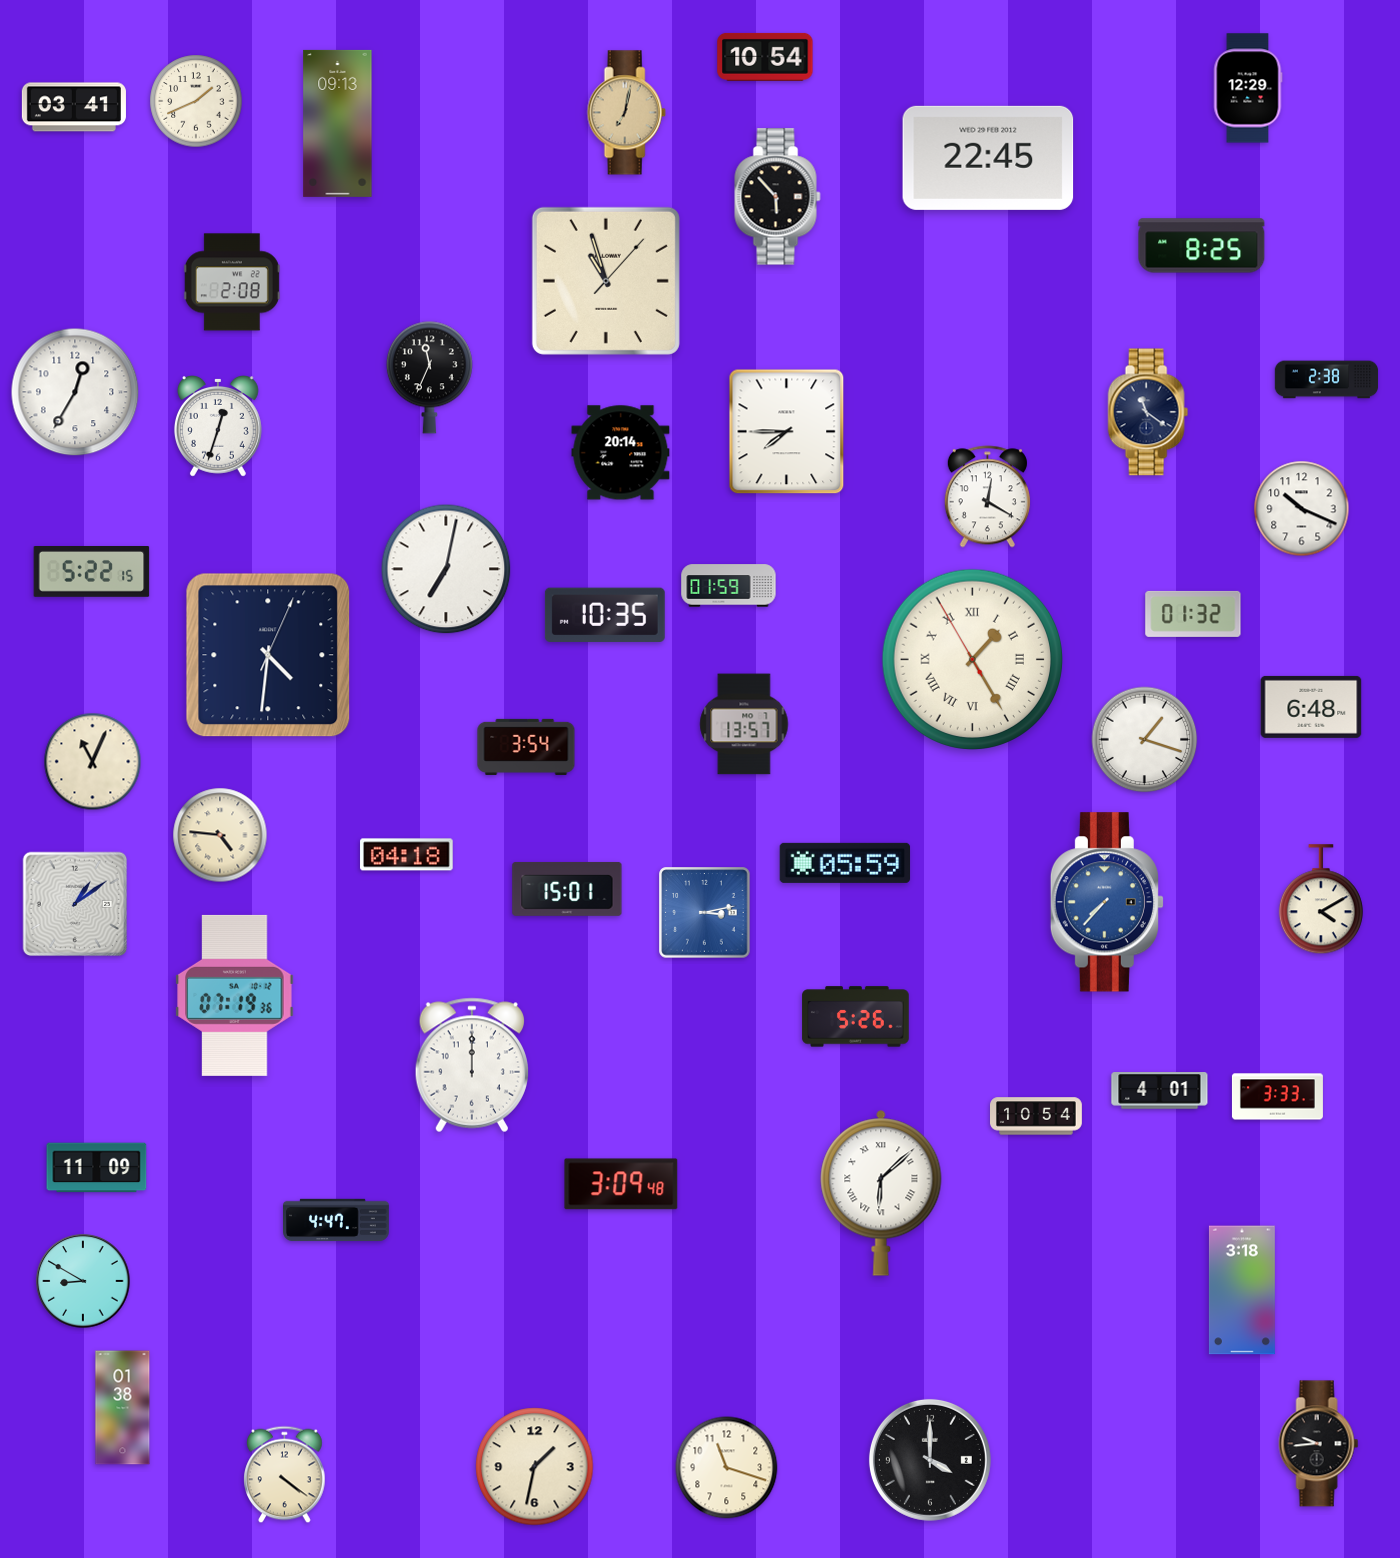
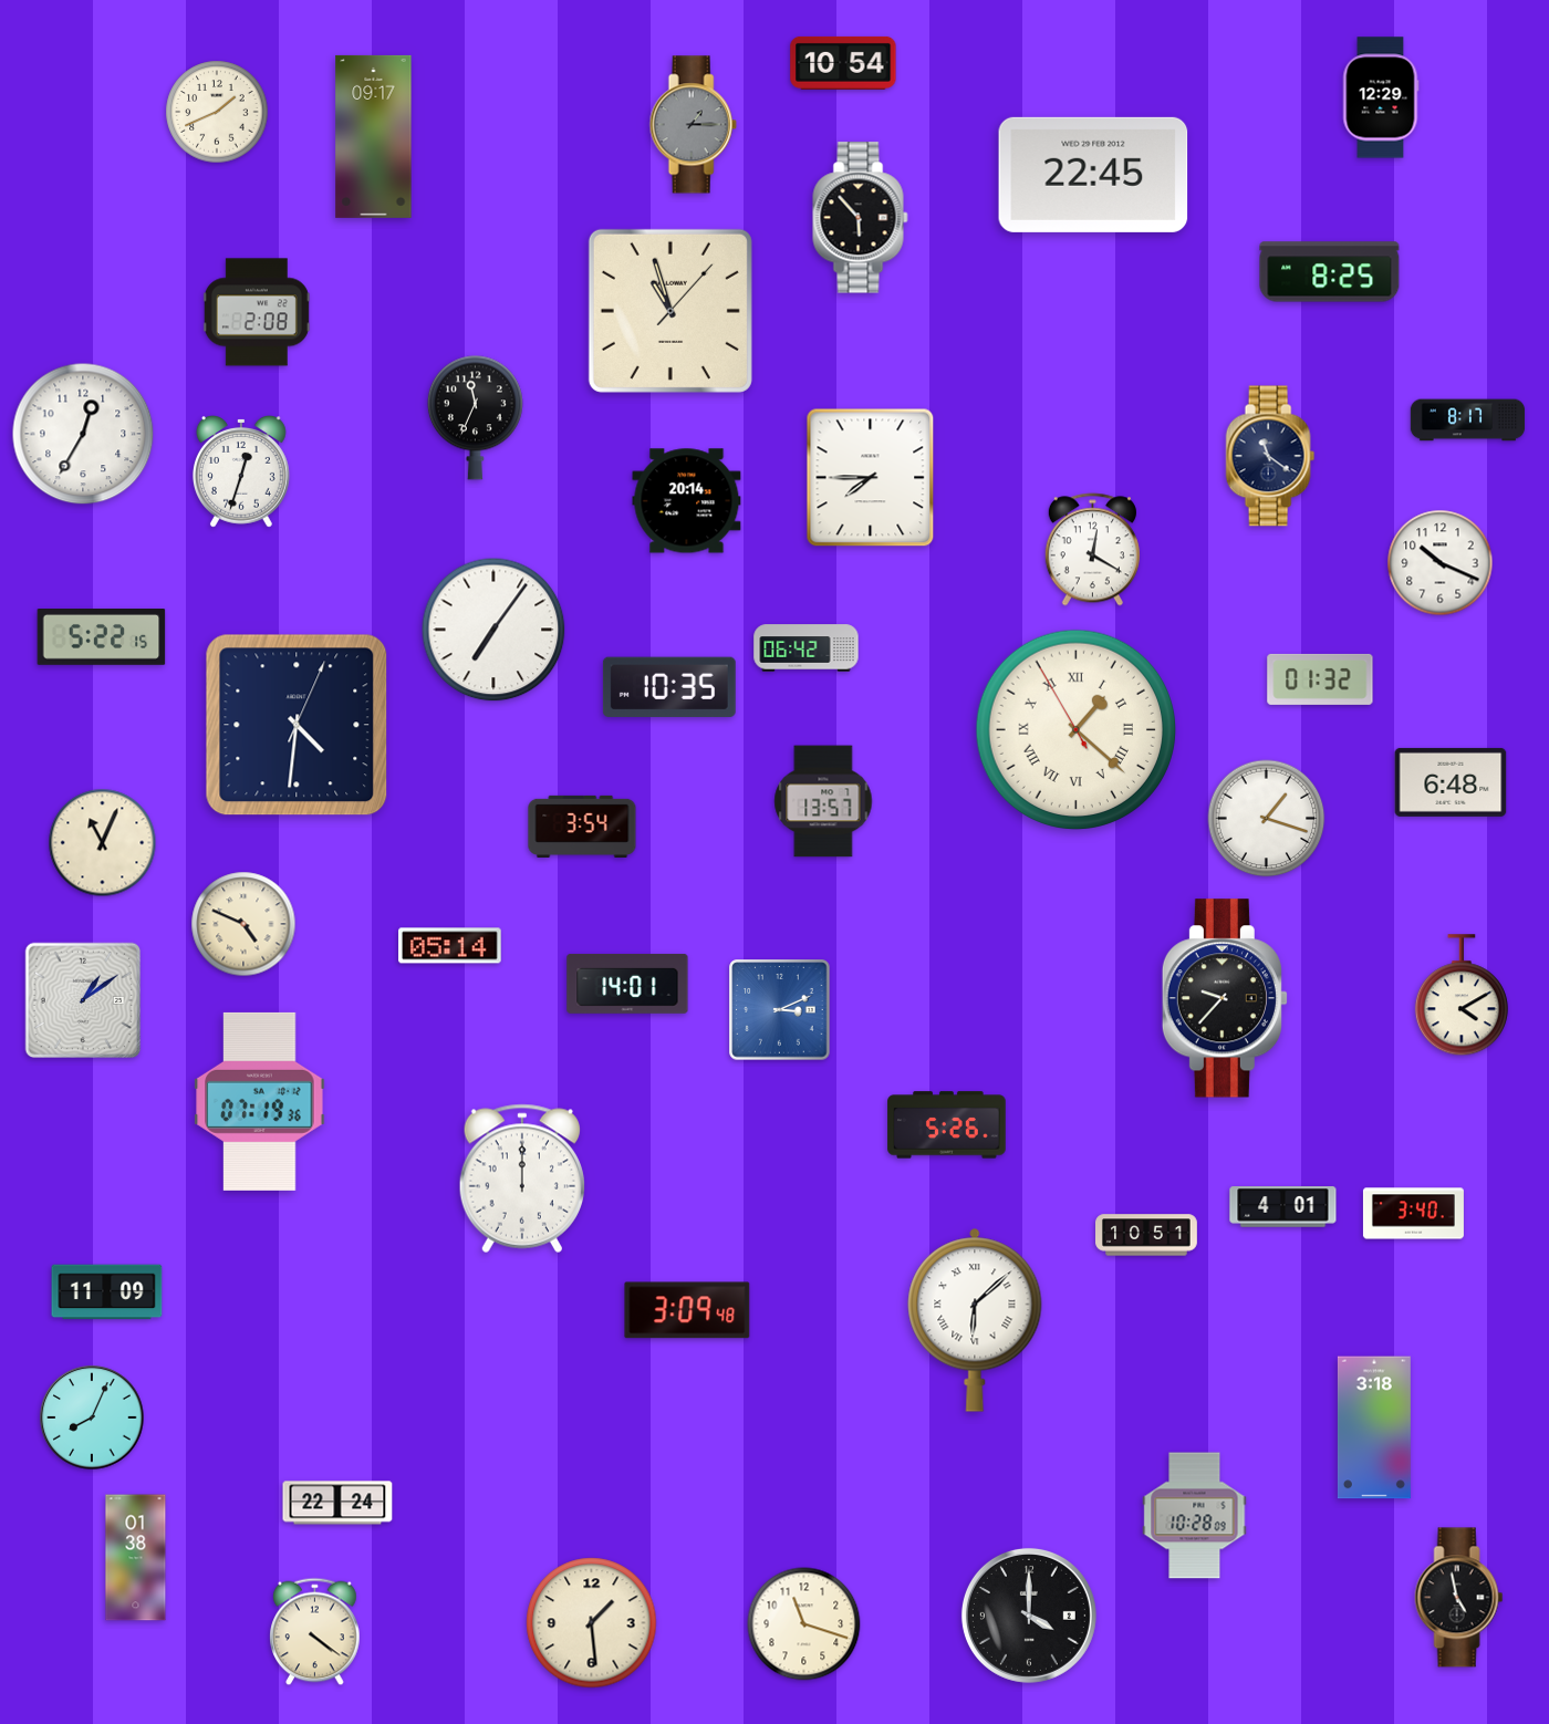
clock at (765, 57) position: (765, 57) -> (843, 63)
clock at (74, 107): 03:41 -> none
clock at (626, 113): 7:02 -> 1:15
clock at (626, 113) dial: champagne -> grey
clock at (338, 123): 09:13 -> 09:17
clock at (1327, 380): 2:38 -> 8:17
clock at (446, 569): 7:02 -> 7:06
clock at (92, 572) position: (92, 572) -> (102, 637)
clock at (729, 586): 01:59 -> 06:42
clock at (605, 615) position: (605, 615) -> (669, 687)
clock at (972, 659): 1:24 -> 1:21
clock at (220, 835): 4:46 -> 4:49
clock at (407, 855): 04:18 -> 05:14
clock at (845, 863): 05:59 -> none
clock at (567, 889): 15:01 -> 14:01
clock at (1107, 902): 7:37 -> 9:37
clock at (1107, 902) dial: blue -> black
clock at (705, 913): 3:13 -> 3:11
clock at (1277, 1097): 3:33 -> 3:40
clock at (1036, 1116): 10:54 -> 10:51
clock at (337, 1220): 4:47 -> none
clock at (83, 1281): 8:50 -> 8:04
clock at (337, 1503): none -> 22:24
clock at (1195, 1516): none -> 10:28
clock at (1319, 1444): 9:44 -> 4:58
clock at (535, 1467): 1:32 -> 1:29
